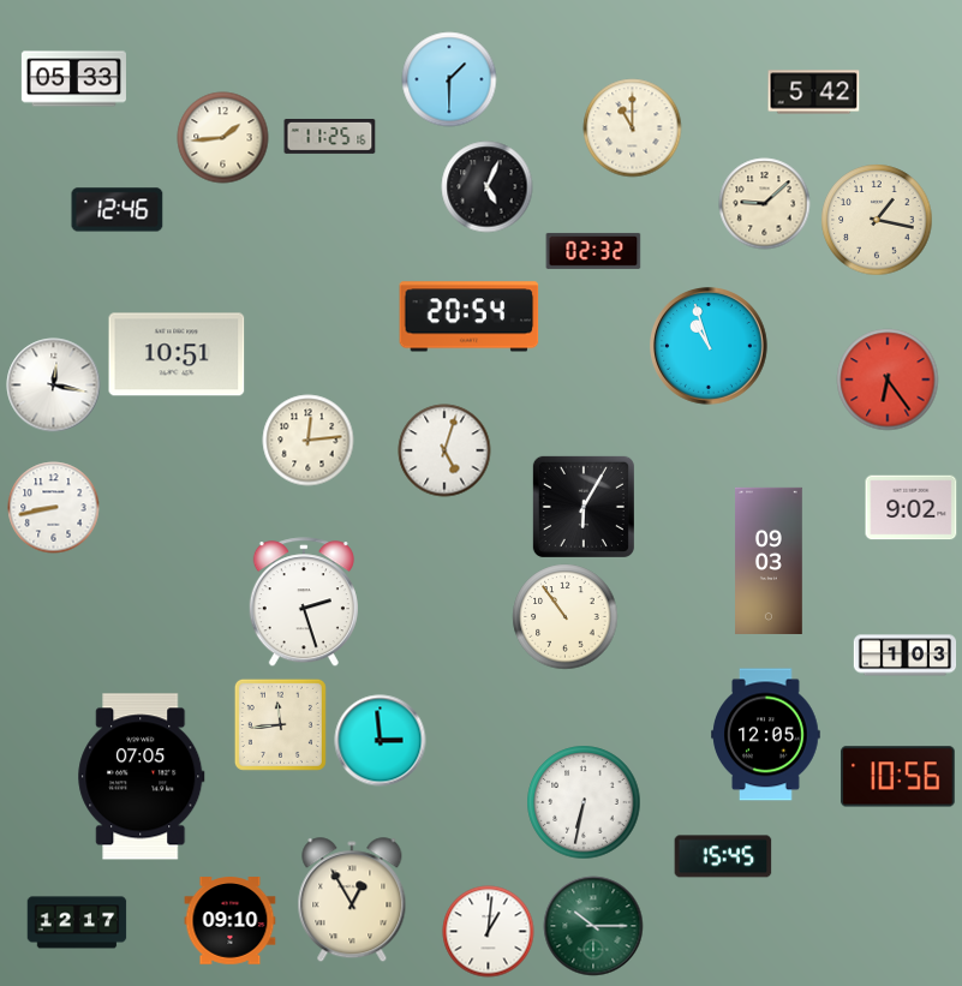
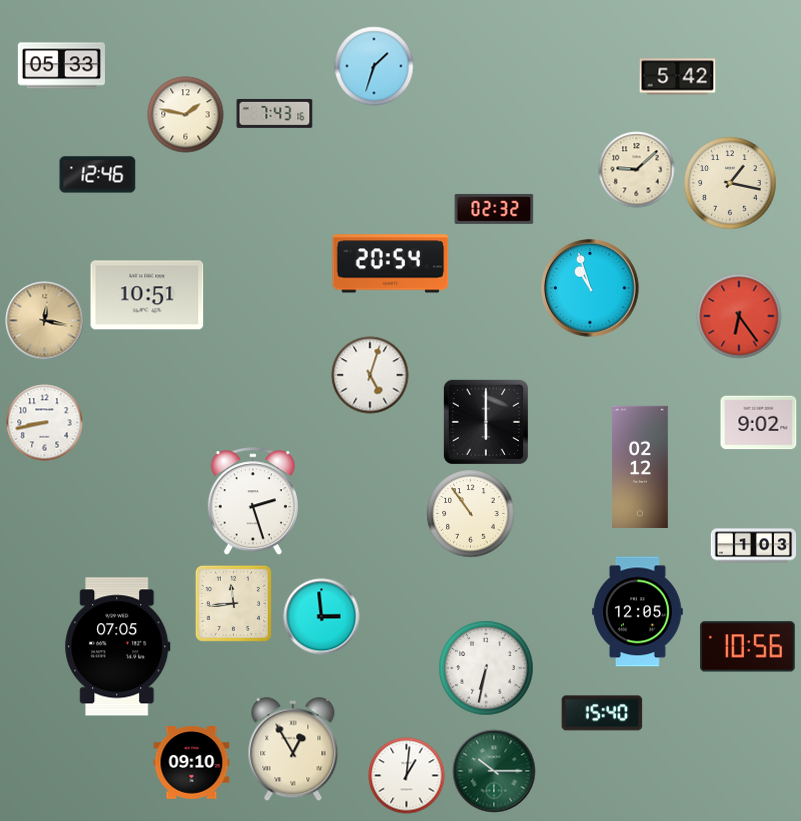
clock at (449, 79): 1:30 -> 1:33
clock at (633, 129): 11:00 -> none
clock at (330, 136): 11:25 -> 7:43
clock at (223, 138): 1:44 -> 1:47
clock at (488, 187): 5:04 -> none
clock at (54, 386) dial: white -> champagne
clock at (309, 441): 12:14 -> none
clock at (584, 507): 6:05 -> 6:00
clock at (770, 561): 09:03 -> 02:12
clock at (381, 741) position: (381, 741) -> (322, 617)
clock at (723, 856): 15:45 -> 15:40
clock at (231, 921) position: (231, 921) -> (192, 763)
clock at (77, 922): 12:17 -> none
